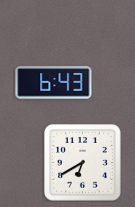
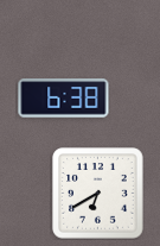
clock at (54, 83): 6:43 -> 6:38
